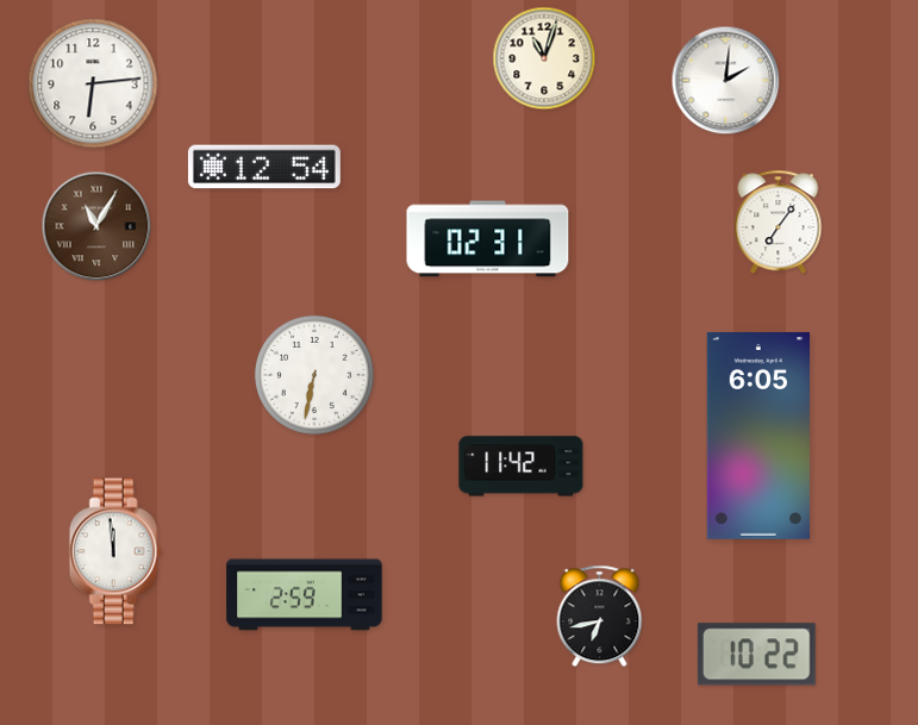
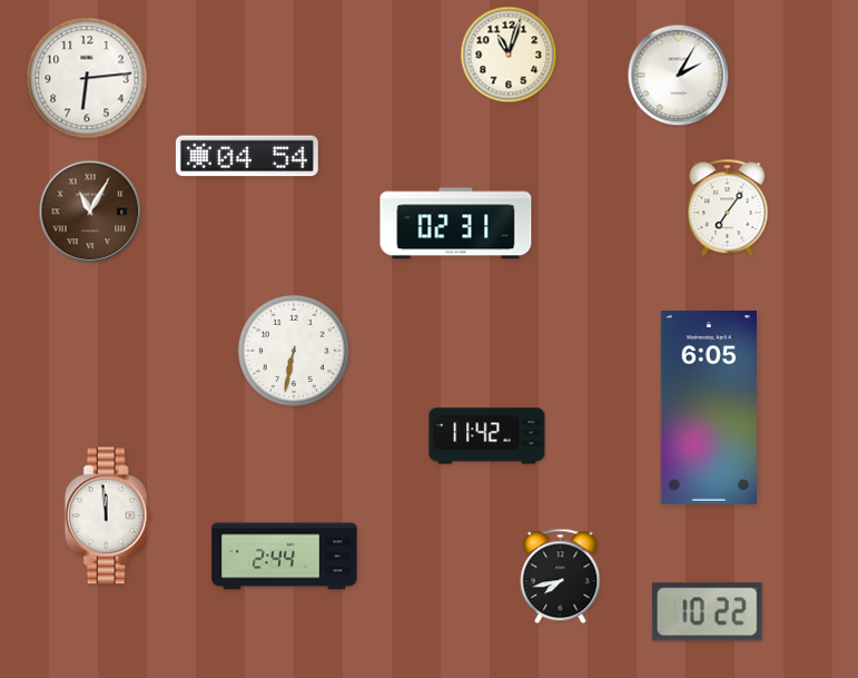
clock at (726, 81): 2:01 -> 2:05
clock at (264, 167): 12:54 -> 04:54
clock at (305, 595): 2:59 -> 2:44
clock at (600, 617): 6:43 -> 7:43
